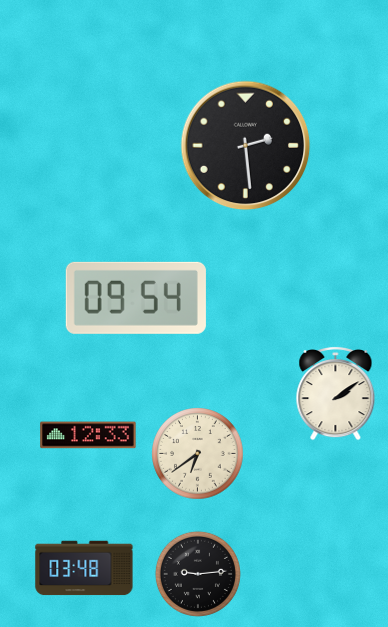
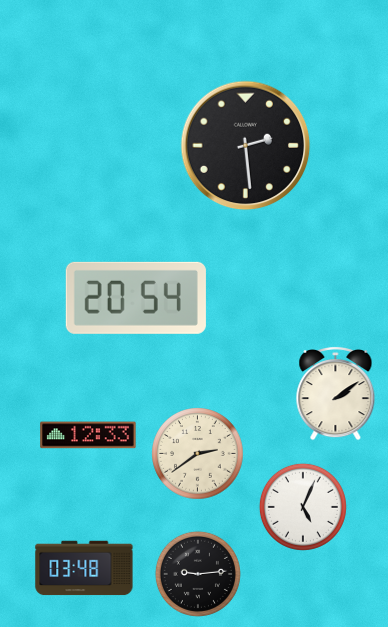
clock at (136, 298): 09:54 -> 20:54
clock at (198, 454): 6:39 -> 2:39
clock at (303, 507): none -> 5:04
